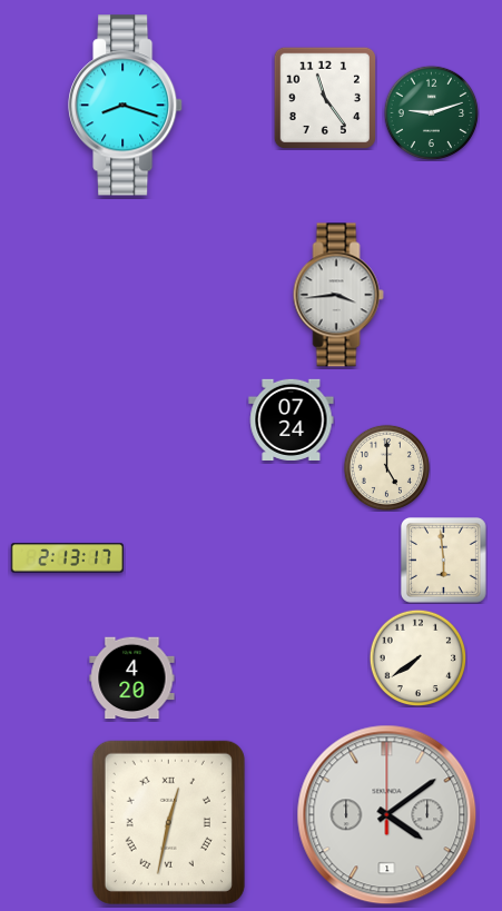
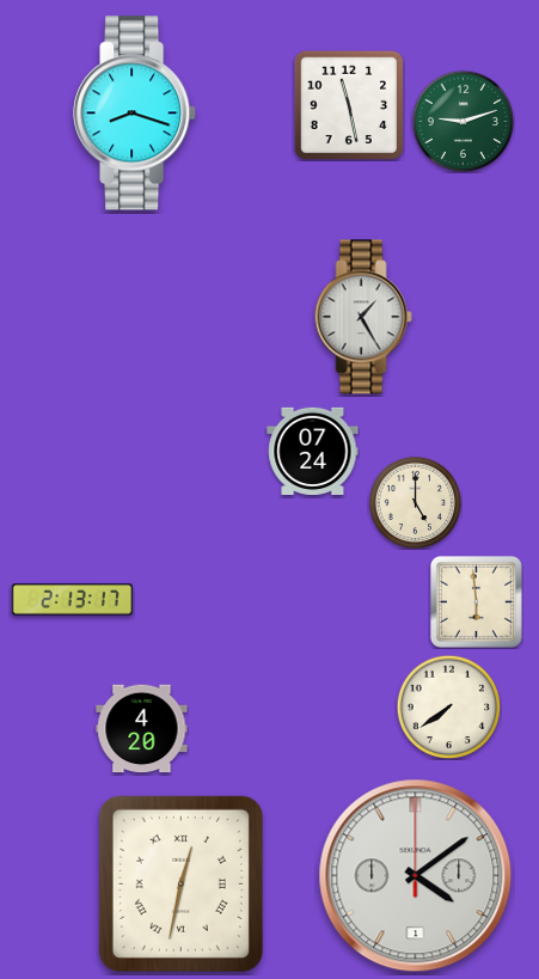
clock at (324, 97): 11:24 -> 11:28
clock at (338, 295): 3:44 -> 1:25
